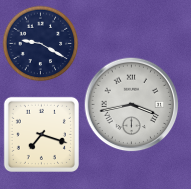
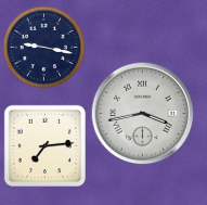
clock at (41, 44): 9:20 -> 9:17
clock at (41, 134): 7:18 -> 7:14
